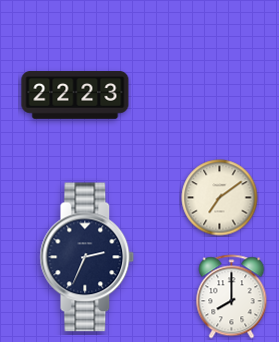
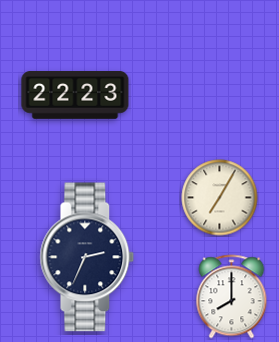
clock at (220, 198): 7:09 -> 7:05
